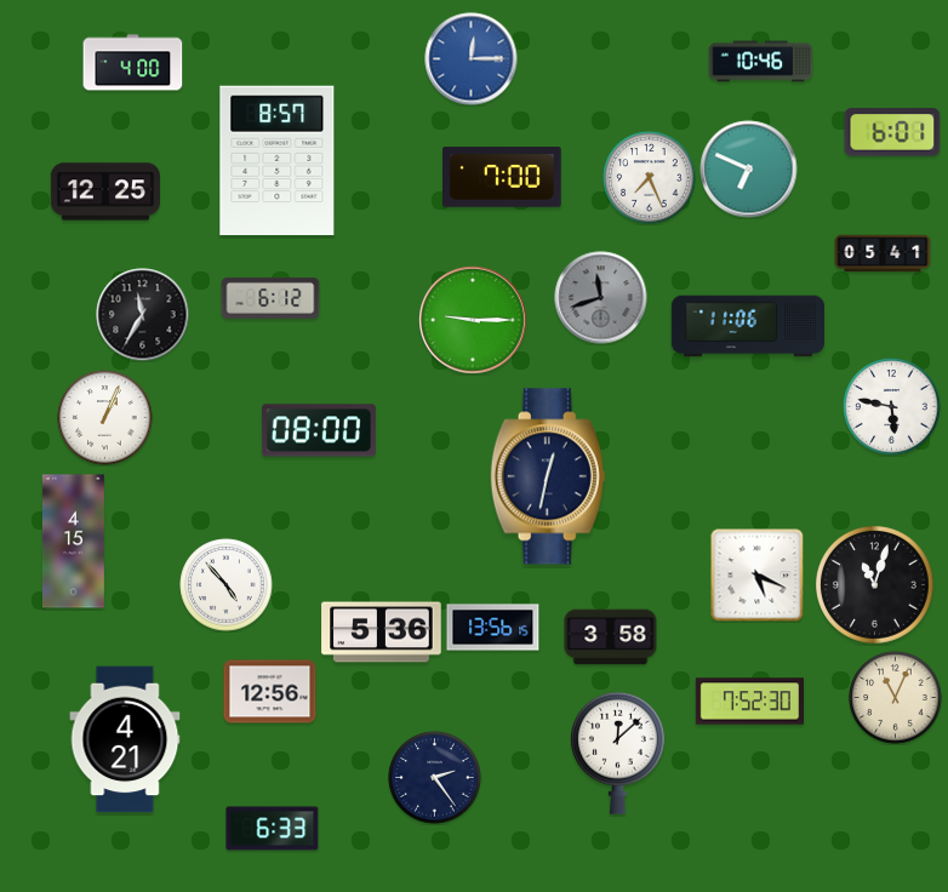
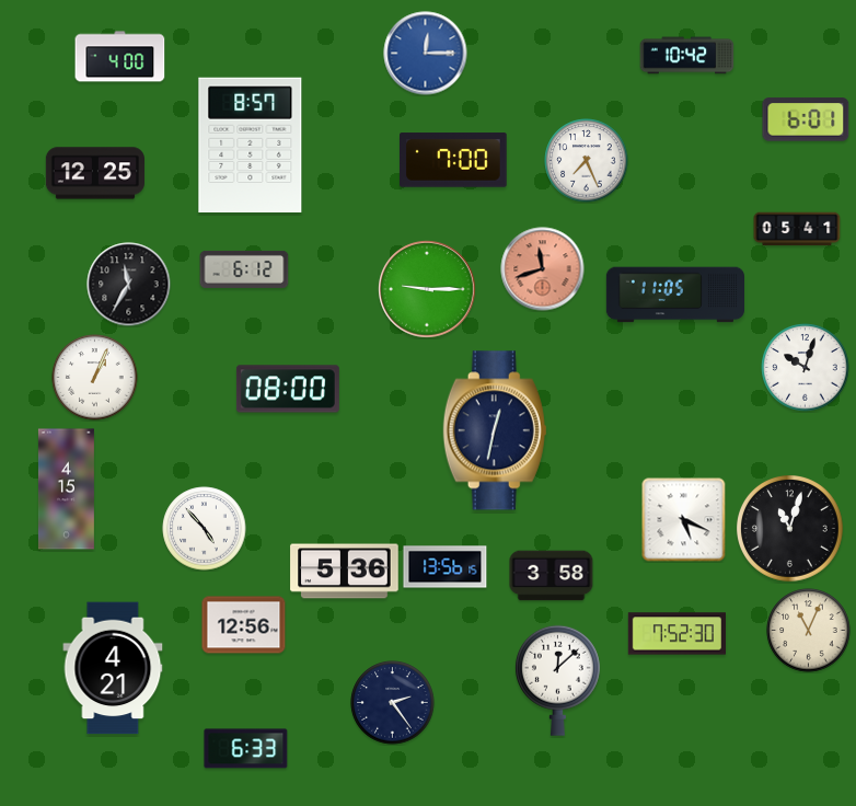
clock at (761, 62): 10:46 -> 10:42
clock at (749, 170): 6:49 -> none
clock at (601, 298) dial: grey -> salmon
clock at (747, 326): 11:06 -> 11:05
clock at (892, 407): 5:47 -> 10:03
